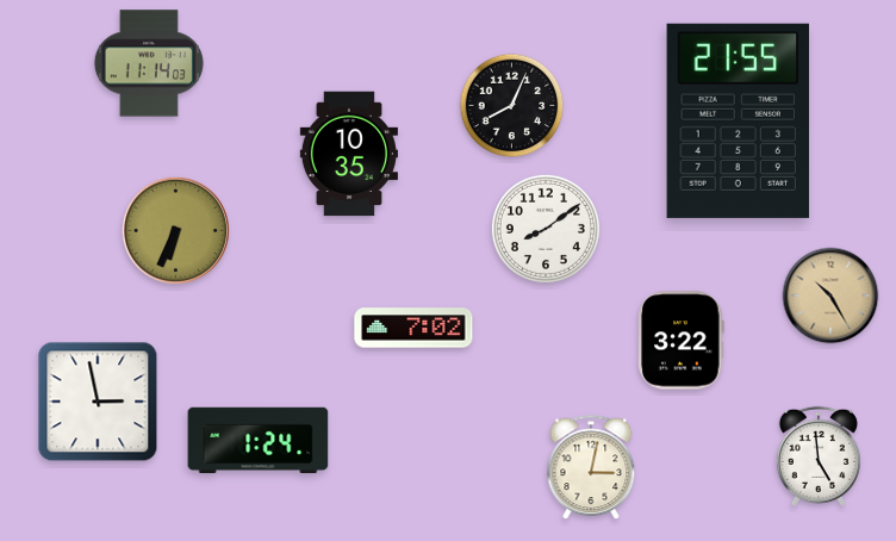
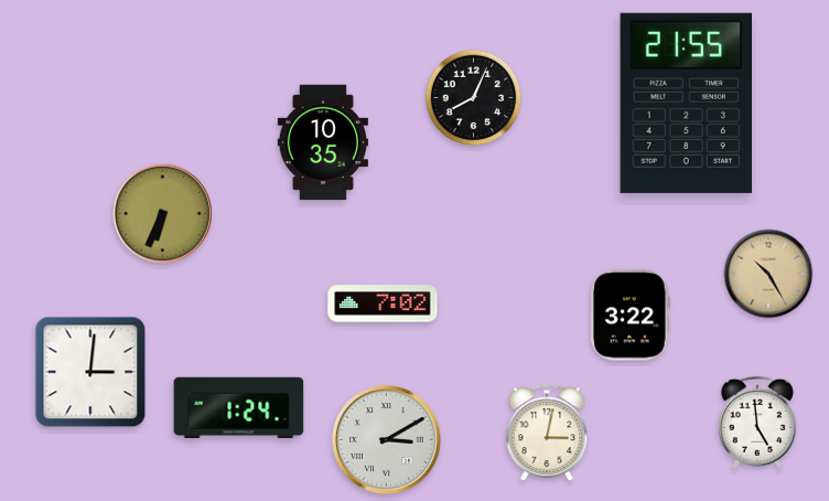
clock at (149, 63): 11:14 -> none
clock at (738, 120) position: (738, 120) -> (686, 103)
clock at (546, 229): 8:09 -> none
clock at (98, 402): 2:58 -> 3:01
clock at (387, 440): none -> 3:10
